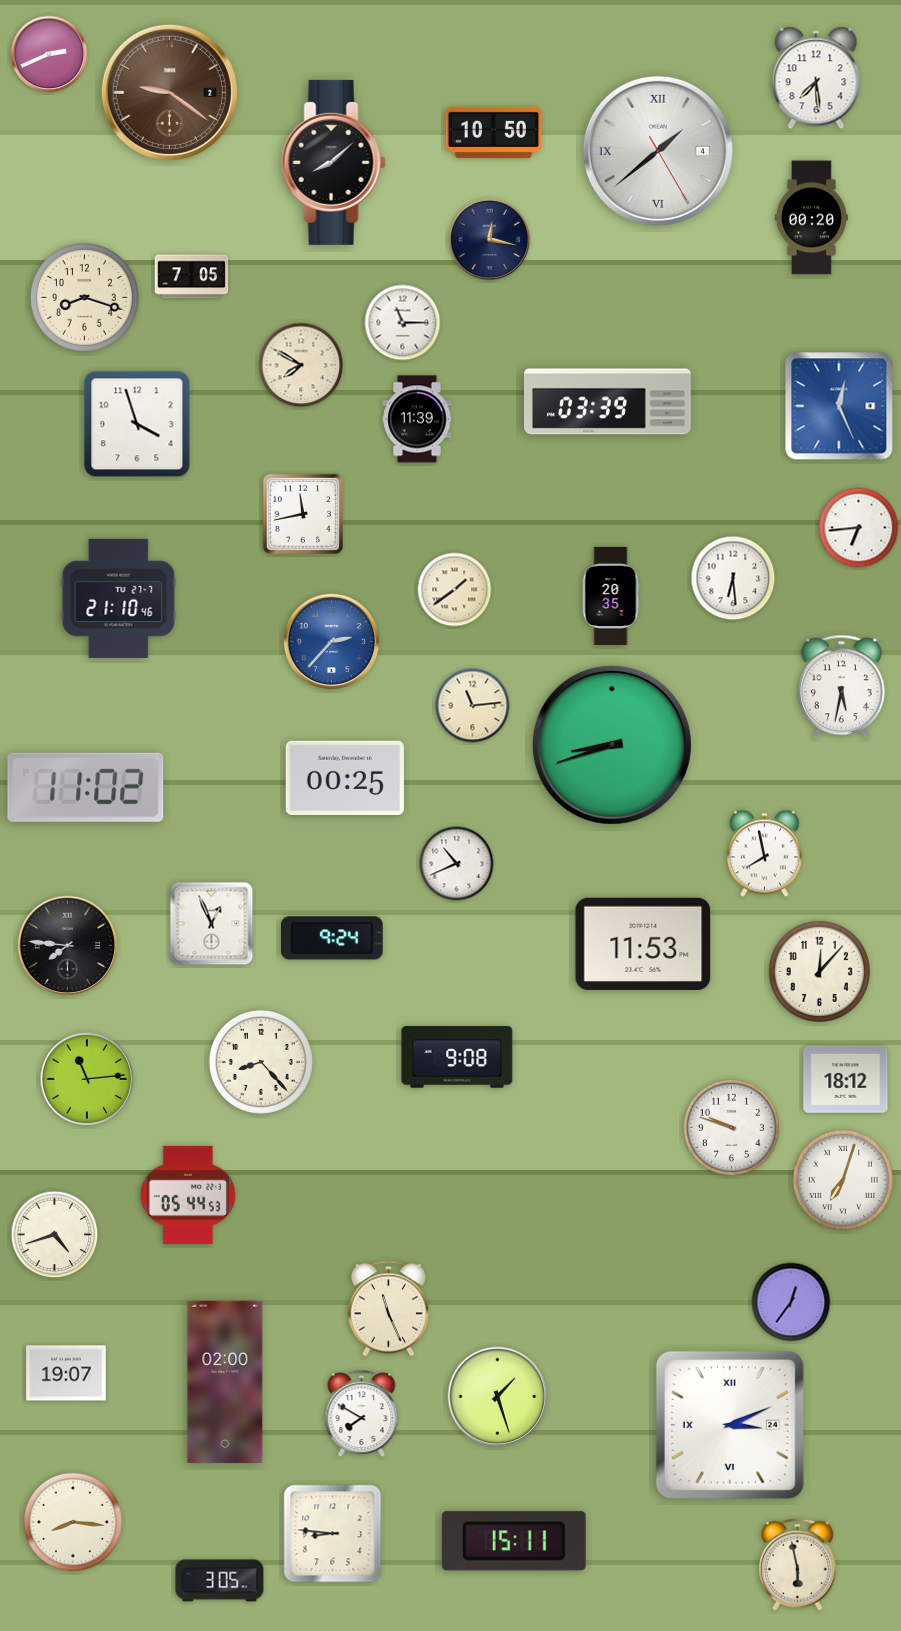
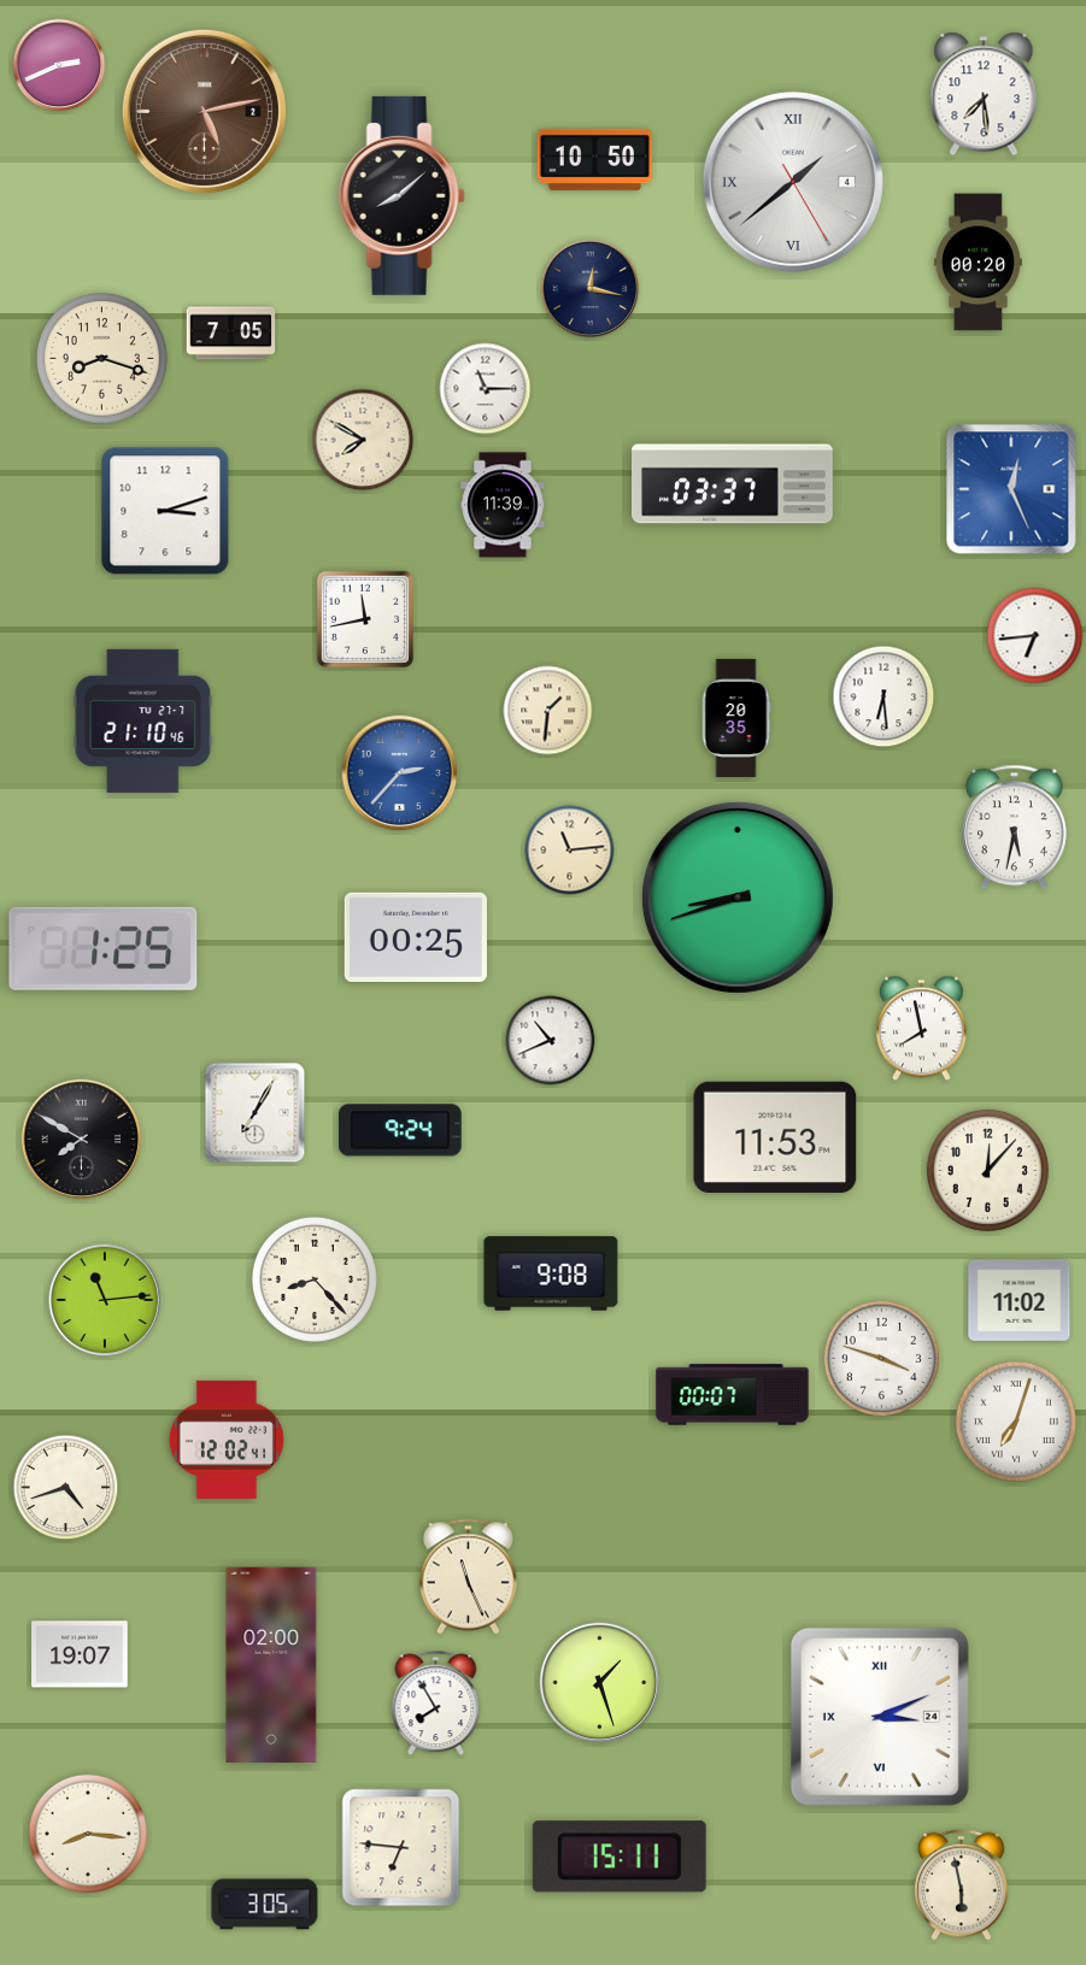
clock at (169, 92): 9:21 -> 5:13
clock at (608, 402): 03:39 -> 03:37
clock at (137, 424): 3:57 -> 3:12
clock at (455, 590): 1:39 -> 1:31
clock at (86, 787): 11:02 -> 1:25
clock at (212, 924): 12:56 -> 7:05
clock at (68, 946): 7:46 -> 7:50
clock at (846, 1080): 18:12 -> 11:02
clock at (731, 1127): 9:48 -> 3:48
clock at (733, 1395): none -> 00:07
clock at (188, 1195): 05:44 -> 12:02
clock at (791, 1302): 12:36 -> none
clock at (362, 1414): 7:50 -> 7:55
clock at (333, 1534): 8:46 -> 6:46
